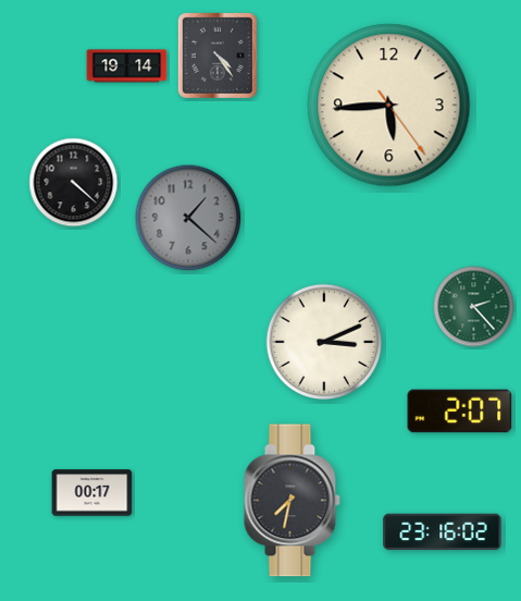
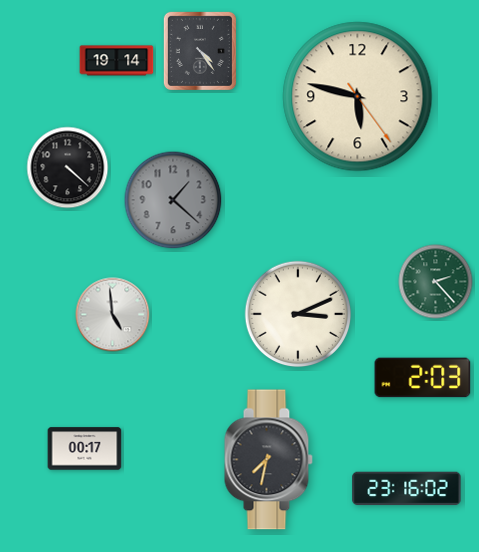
clock at (389, 106): 5:44 -> 5:47
clock at (113, 315): none -> 4:59
clock at (460, 412): 2:07 -> 2:03
clock at (92, 493) position: (92, 493) -> (85, 449)
